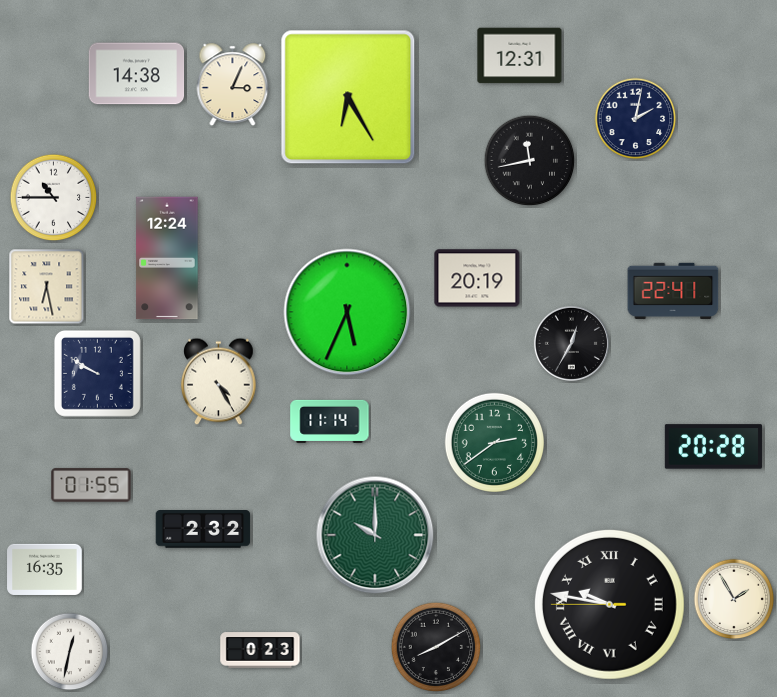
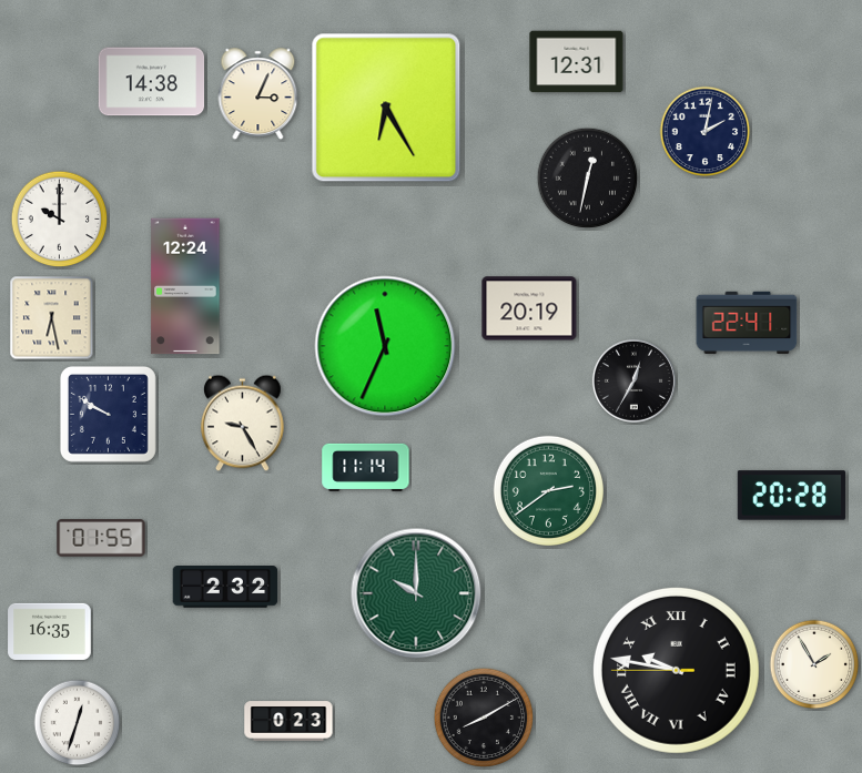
clock at (530, 161): 11:43 -> 12:32
clock at (54, 198): 10:45 -> 10:00
clock at (347, 312): 5:34 -> 11:34
clock at (219, 382): 4:25 -> 9:25
clock at (70, 652): 12:32 -> 12:33
